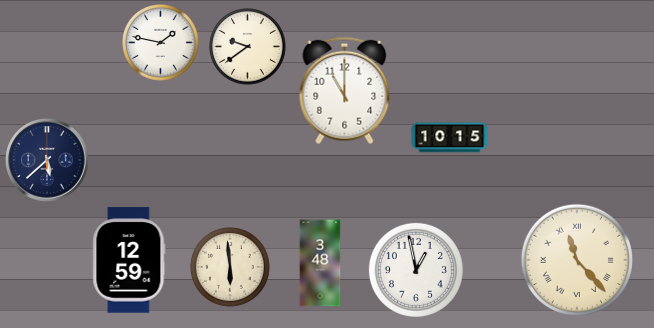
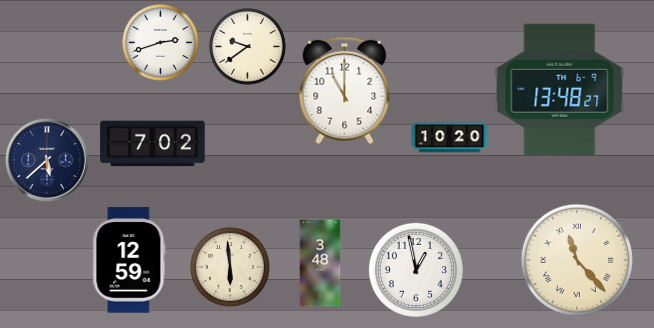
clock at (161, 43): 1:47 -> 2:42
clock at (560, 89): none -> 13:48
clock at (450, 138): 10:15 -> 10:20
clock at (153, 144): none -> 7:02
